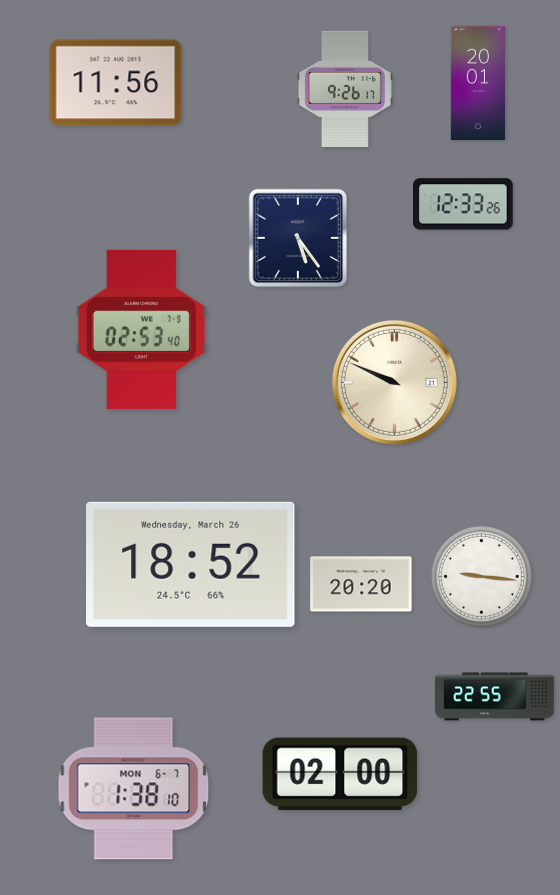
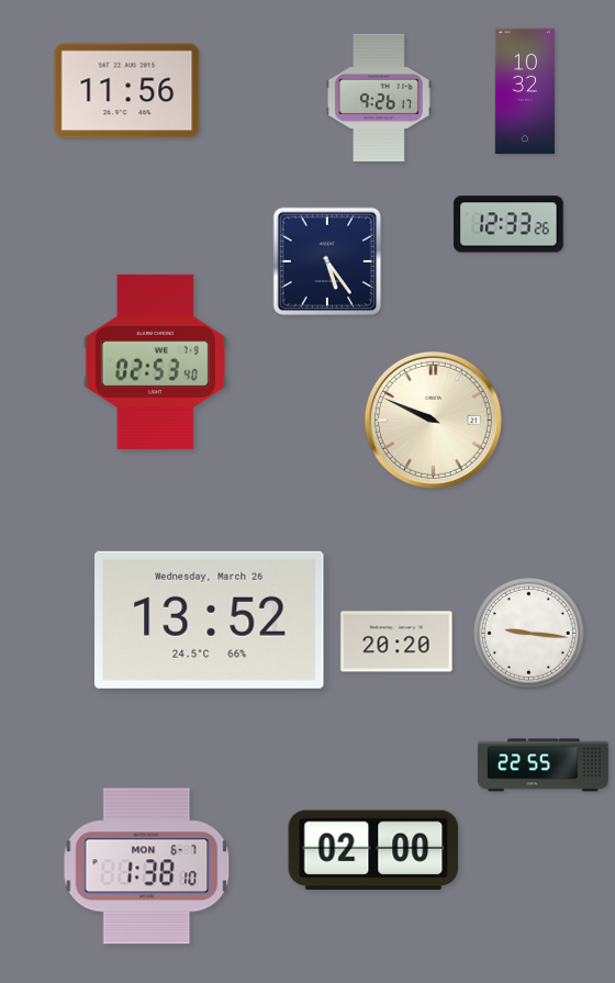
clock at (477, 83): 20:01 -> 10:32
clock at (191, 564): 18:52 -> 13:52
